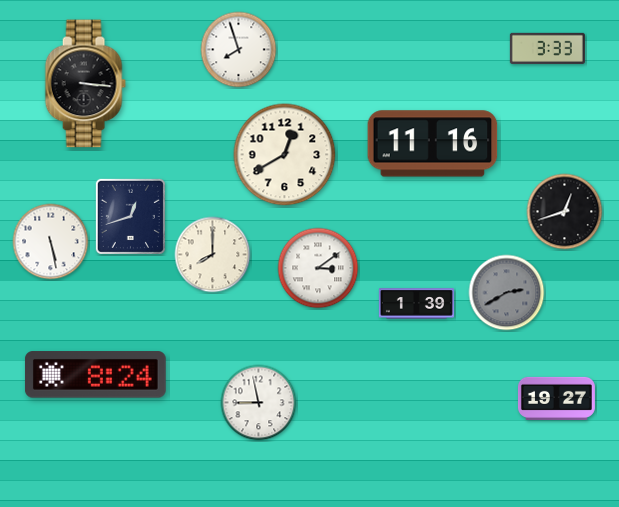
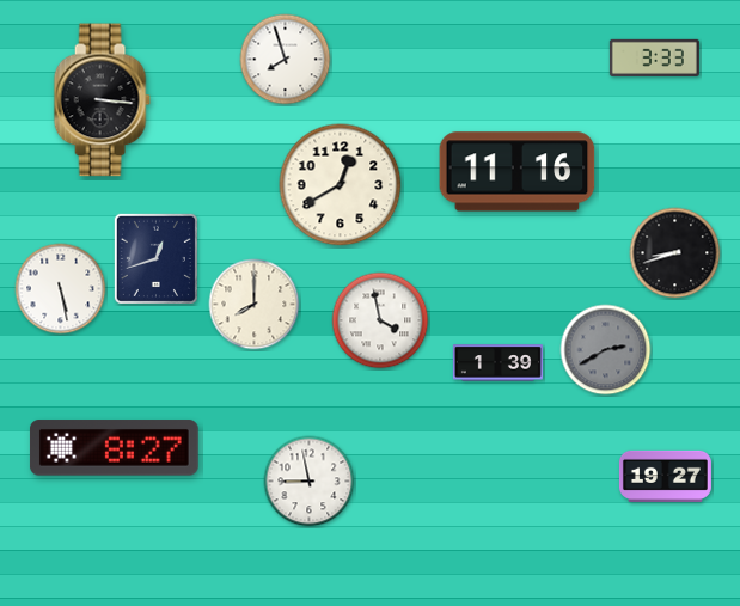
clock at (565, 212): 12:42 -> 8:42
clock at (318, 268): 3:09 -> 3:58
clock at (95, 375): 8:24 -> 8:27
